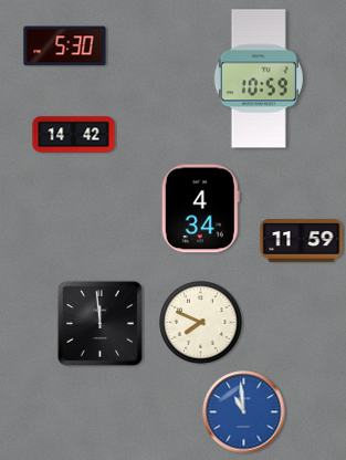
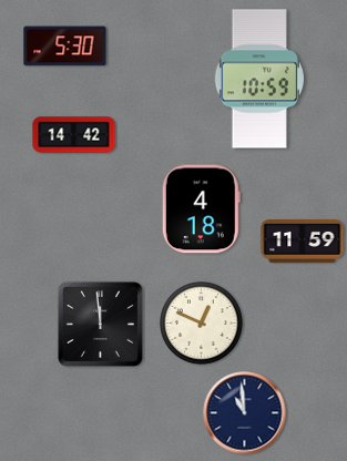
clock at (200, 209): 4:34 -> 4:18
clock at (201, 323): 7:49 -> 12:49
clock at (244, 412) dial: blue -> navy
